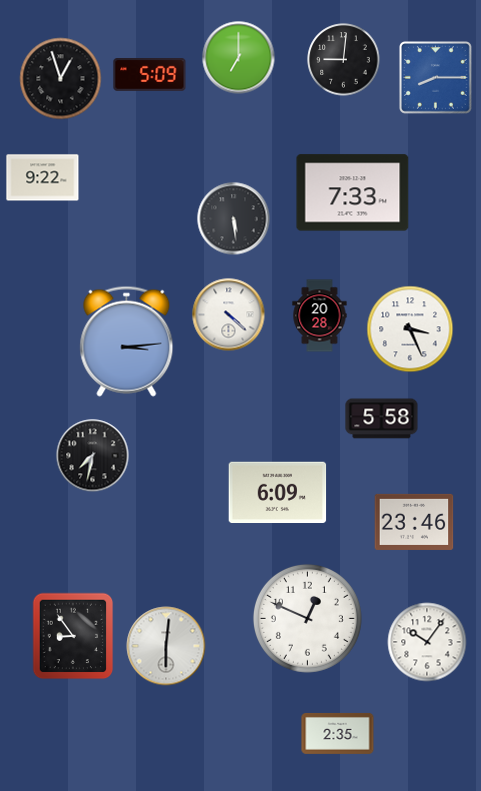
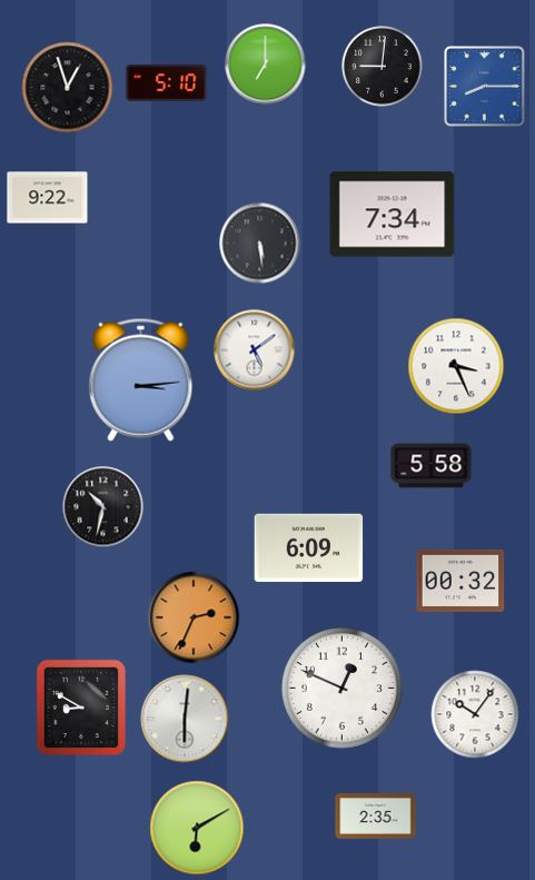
clock at (150, 75): 5:09 -> 5:10
clock at (353, 193): 7:33 -> 7:34
clock at (229, 315): 4:22 -> 5:09
clock at (320, 316): 20:28 -> none
clock at (382, 419) position: (382, 419) -> (432, 466)
clock at (93, 456): 7:32 -> 10:32
clock at (414, 522): 23:46 -> 00:32
clock at (194, 617): none -> 2:34
clock at (73, 636): 8:54 -> 8:50
clock at (197, 828): none -> 6:10
